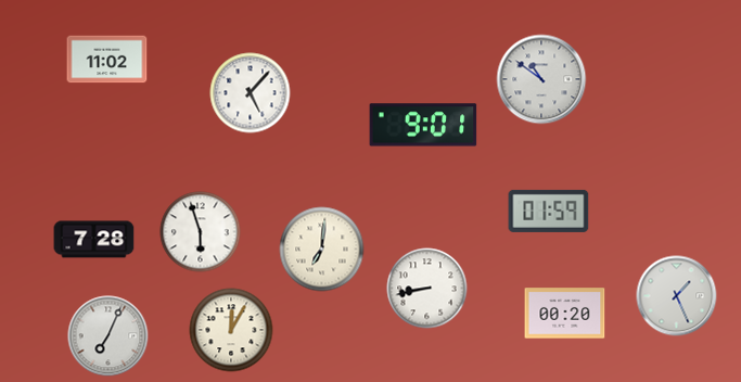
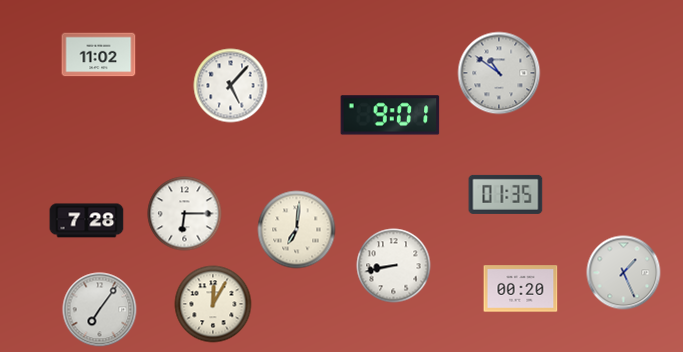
clock at (549, 211): 01:59 -> 01:35
clock at (201, 232): 5:57 -> 6:15
clock at (108, 336): 7:04 -> 7:06
